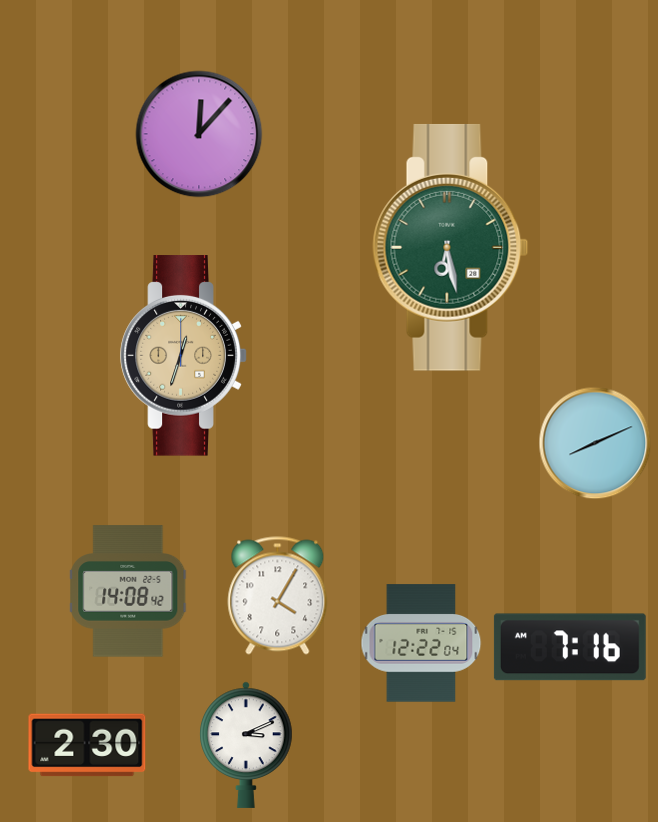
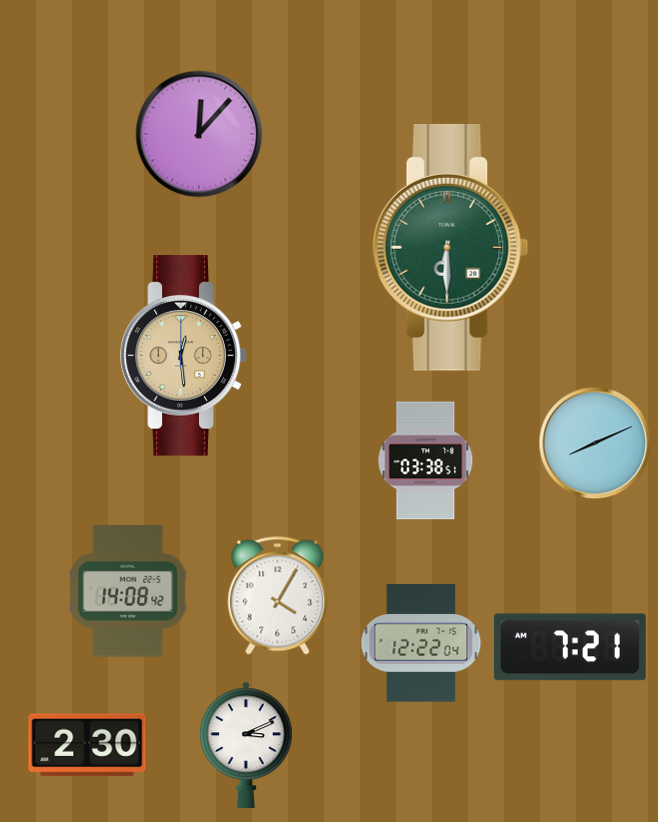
clock at (451, 247): 6:28 -> 6:30
clock at (184, 356): 12:33 -> 12:29
clock at (426, 461): none -> 03:38
clock at (570, 647): 7:16 -> 7:21
